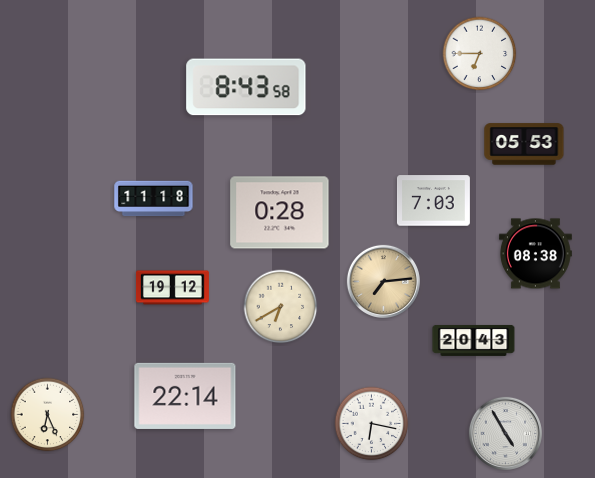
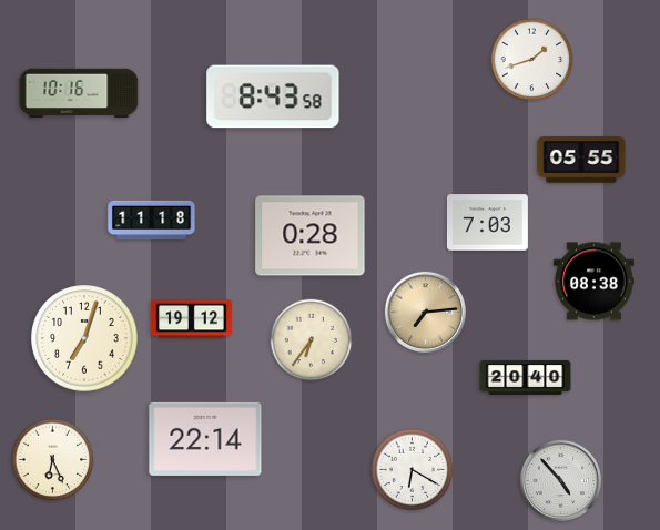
clock at (480, 54): 6:45 -> 1:42
clock at (79, 93): none -> 10:16
clock at (524, 144): 05:53 -> 05:55
clock at (154, 199) position: (154, 199) -> (152, 221)
clock at (433, 201) position: (433, 201) -> (487, 223)
clock at (84, 338): none -> 7:03
clock at (281, 307): 6:40 -> 6:36
clock at (474, 340): 20:43 -> 20:40
clock at (372, 424): 6:17 -> 6:20
clock at (505, 433): 4:55 -> 4:53
